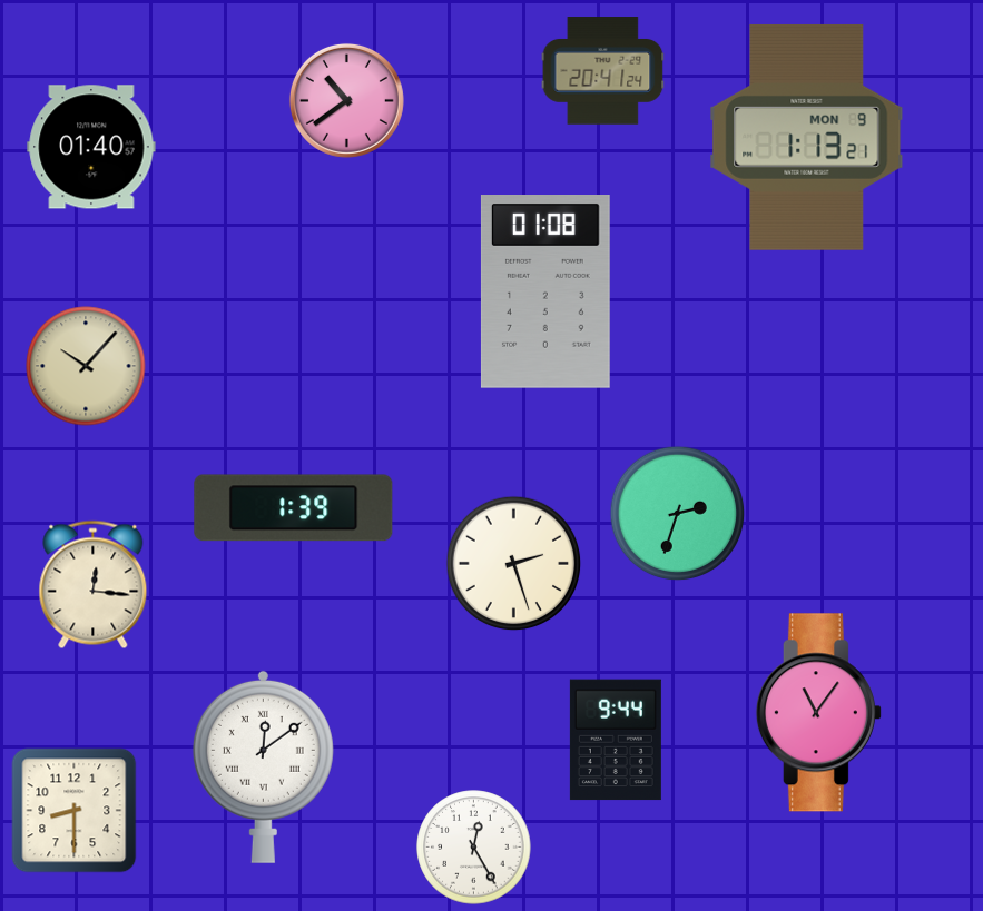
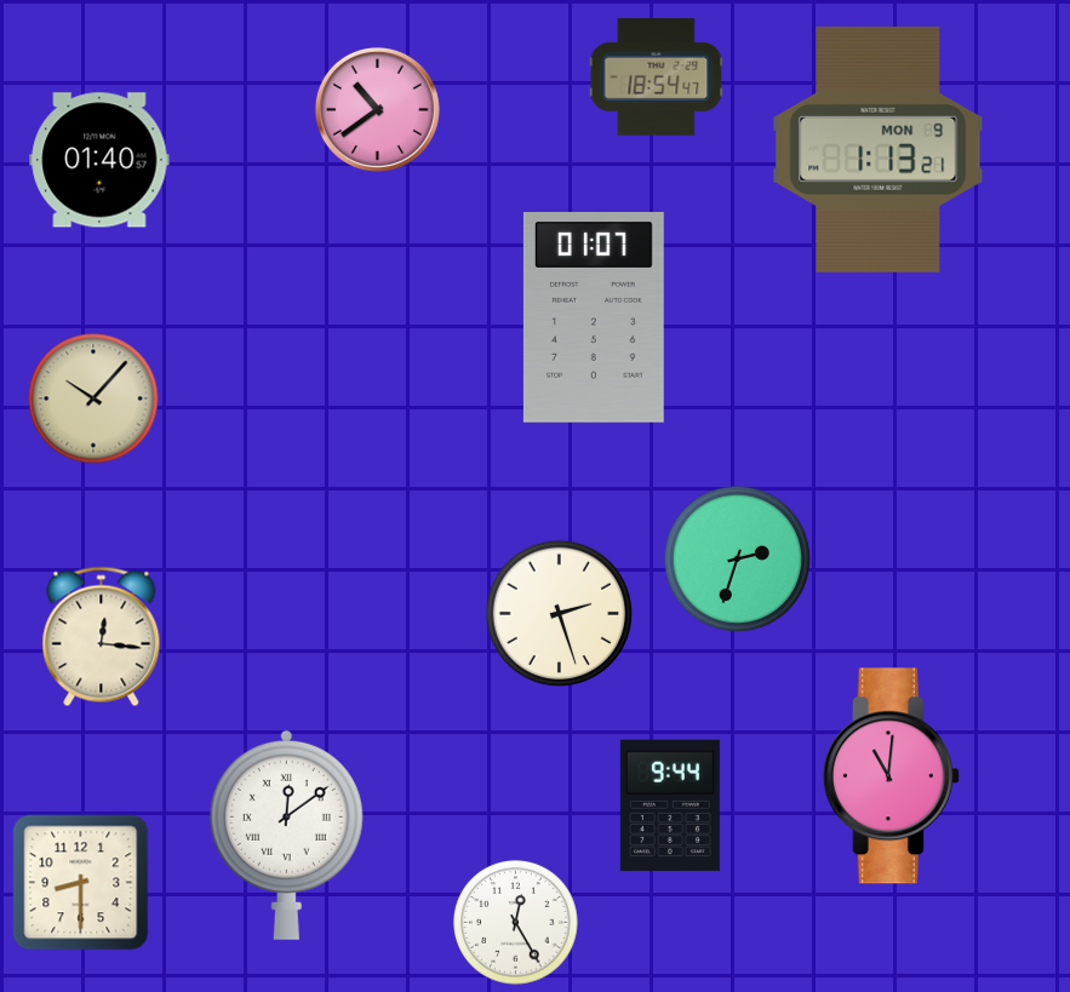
clock at (603, 71): 20:41 -> 18:54
clock at (545, 293): 01:08 -> 01:07
clock at (294, 508): 1:39 -> none
clock at (818, 713): 11:06 -> 11:01
